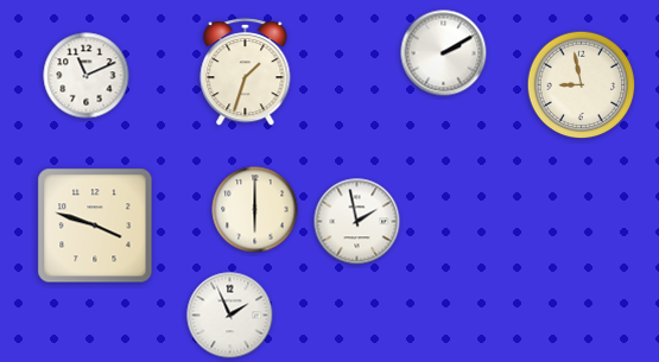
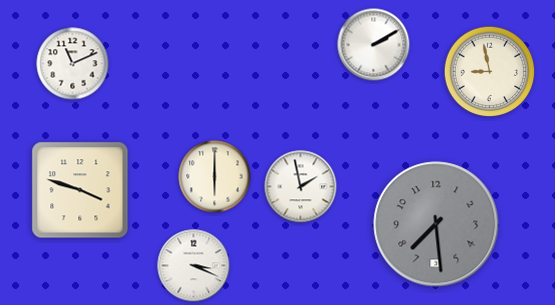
clock at (246, 72): 1:33 -> none
clock at (436, 224): none -> 7:29
clock at (230, 316): 1:56 -> 3:19
